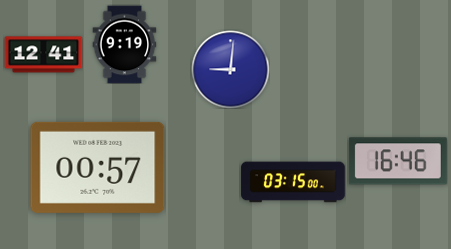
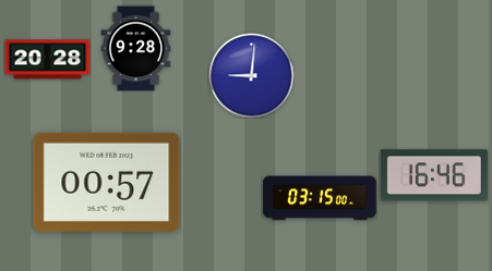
clock at (125, 44): 9:19 -> 9:28
clock at (43, 55): 12:41 -> 20:28
